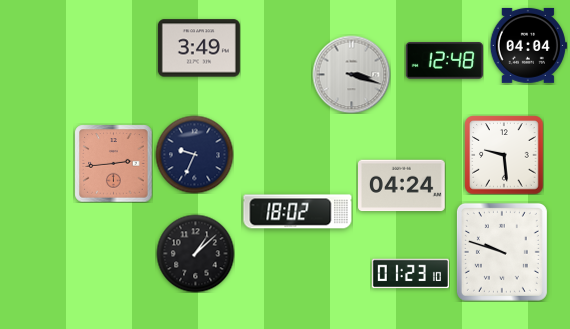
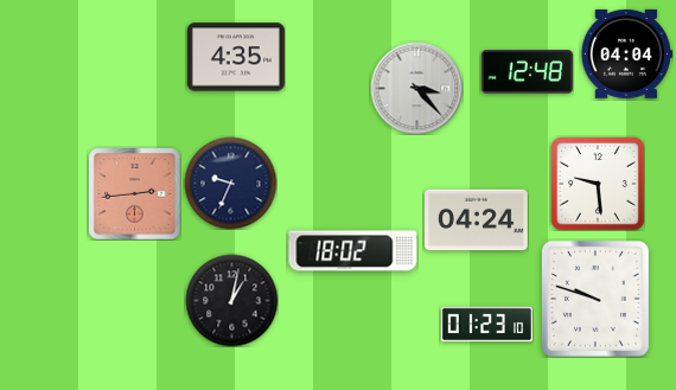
clock at (199, 48): 3:49 -> 4:35
clock at (351, 74): 3:18 -> 3:23
clock at (195, 253): 1:08 -> 1:02
